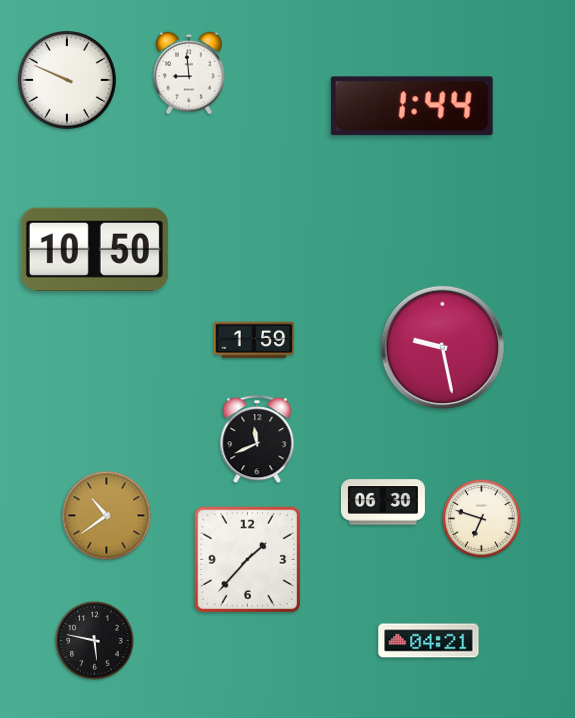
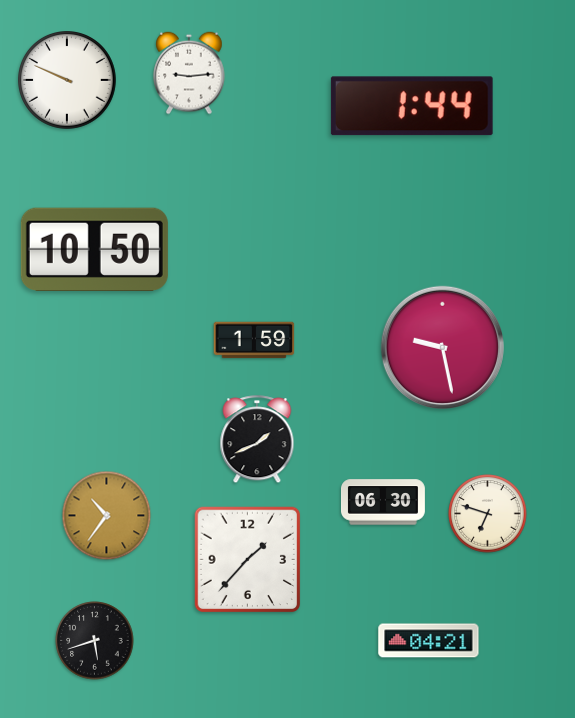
clock at (189, 73): 8:59 -> 9:14
clock at (257, 440): 11:41 -> 1:41
clock at (107, 516): 10:39 -> 10:36
clock at (482, 519) position: (482, 519) -> (488, 514)
clock at (95, 641): 5:47 -> 5:42
